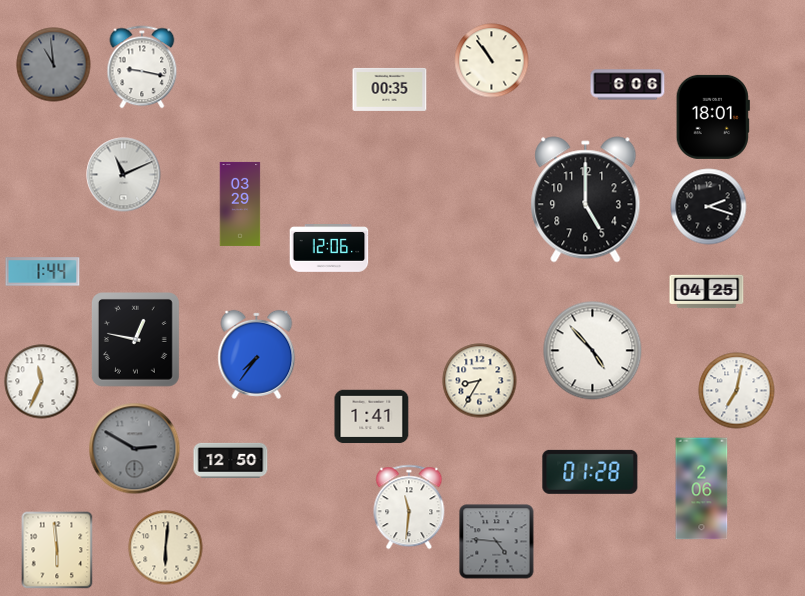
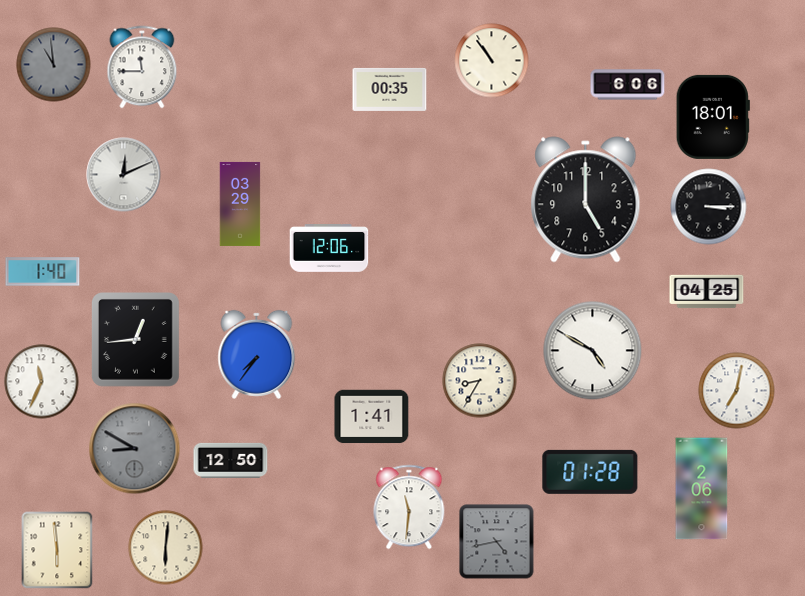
clock at (142, 67): 9:17 -> 11:45
clock at (124, 175): 11:11 -> 12:11
clock at (709, 207): 2:18 -> 3:15
clock at (43, 272): 1:44 -> 1:40
clock at (136, 340): 12:47 -> 12:44
clock at (593, 351): 4:53 -> 4:50
clock at (135, 449): 2:50 -> 8:50
clock at (497, 542): 4:46 -> 4:43
